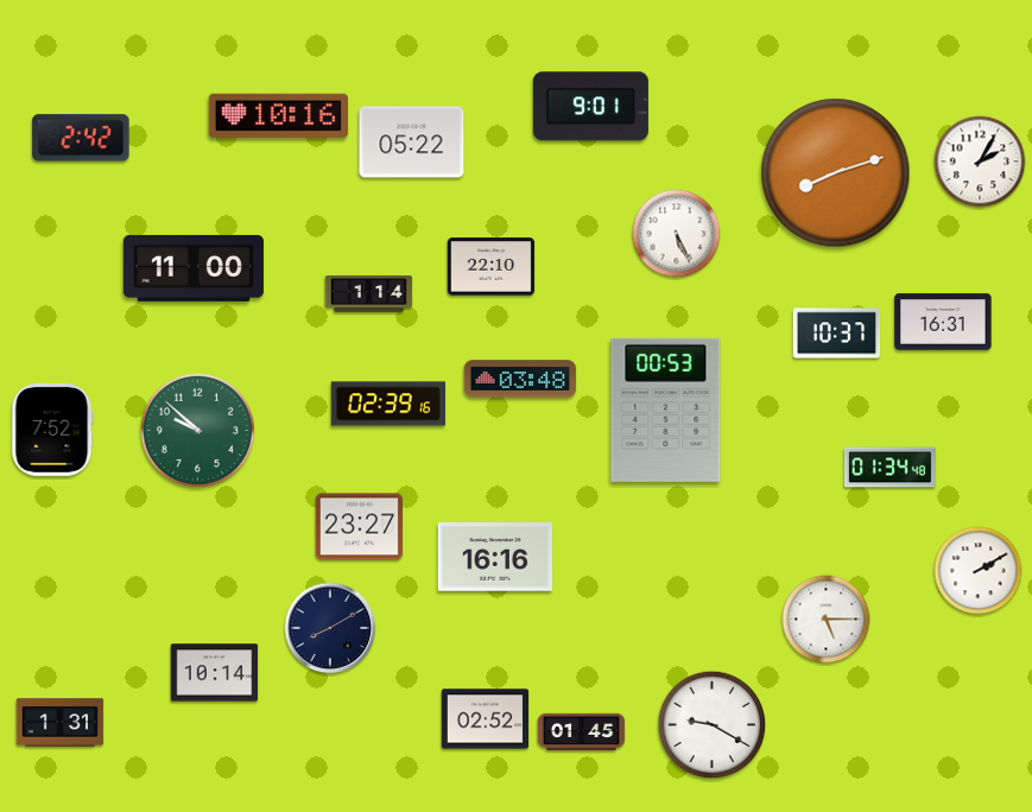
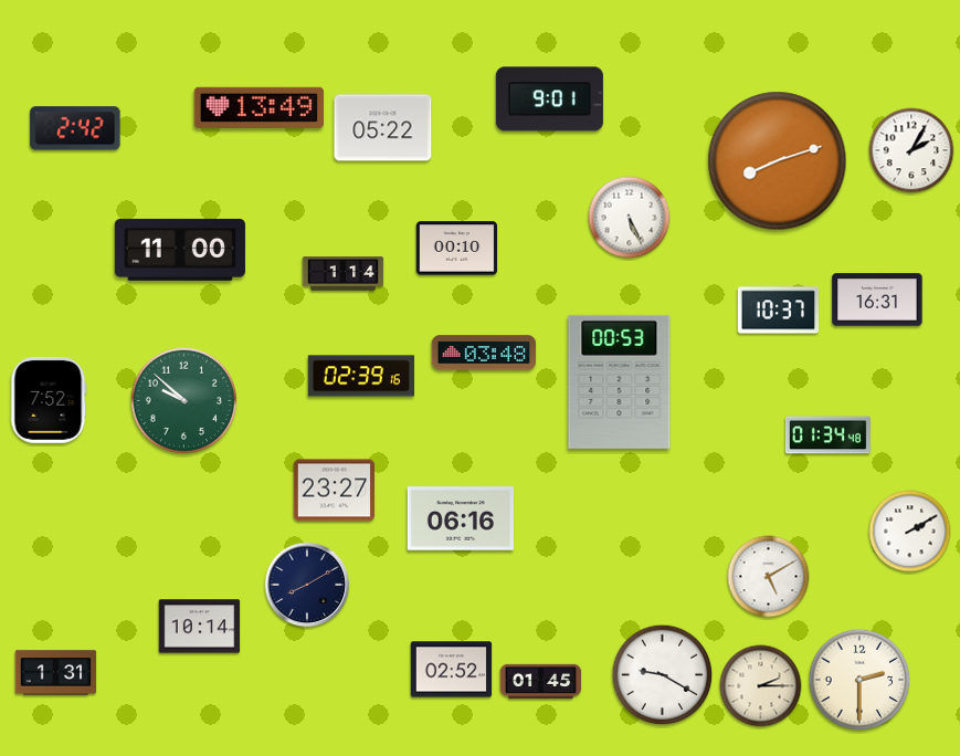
clock at (278, 115): 10:16 -> 13:49
clock at (412, 142) position: (412, 142) -> (383, 128)
clock at (492, 267): 22:10 -> 00:10
clock at (495, 557): 16:16 -> 06:16
clock at (827, 620): 5:15 -> 5:10
clock at (859, 680): none -> 2:30
clock at (761, 686): none -> 2:15
